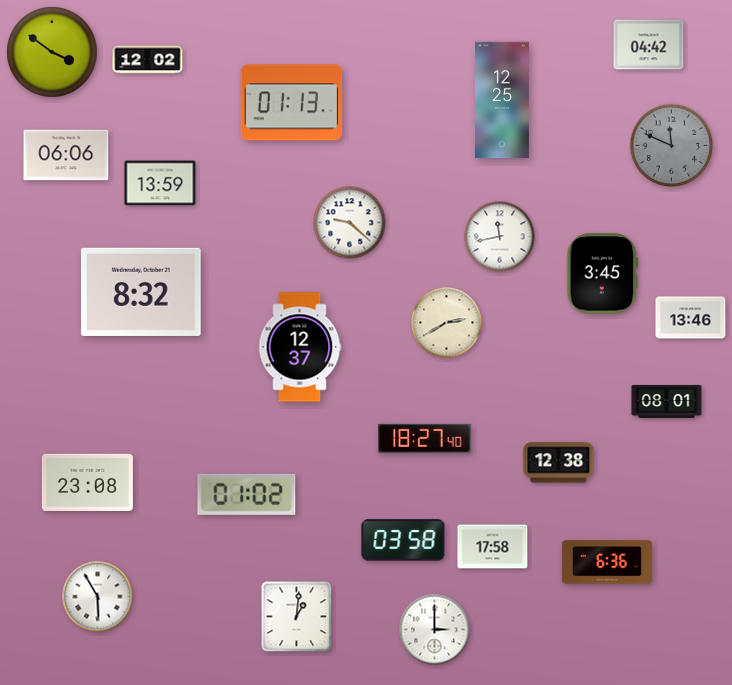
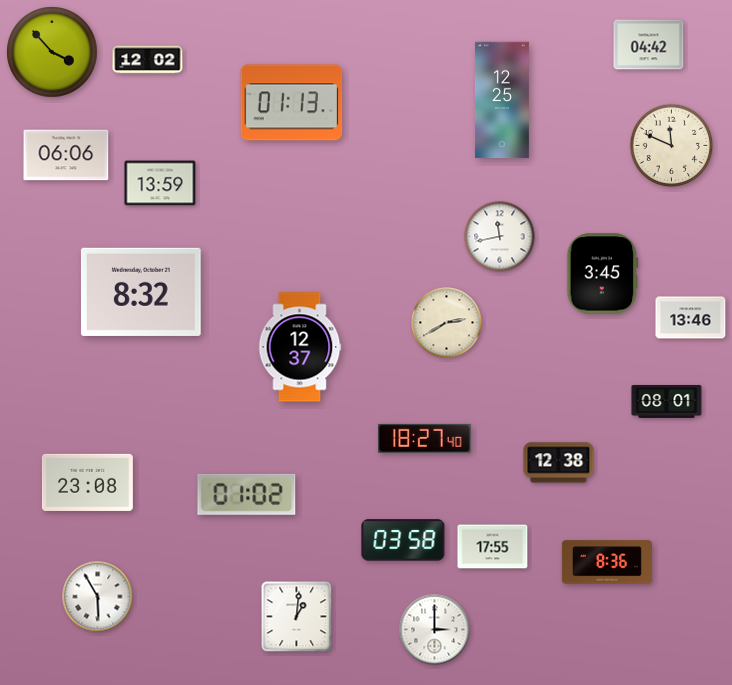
clock at (52, 52): 3:51 -> 3:53
clock at (672, 146) dial: grey -> cream
clock at (350, 223): 9:22 -> none
clock at (493, 547): 17:58 -> 17:55
clock at (607, 562): 6:36 -> 8:36
